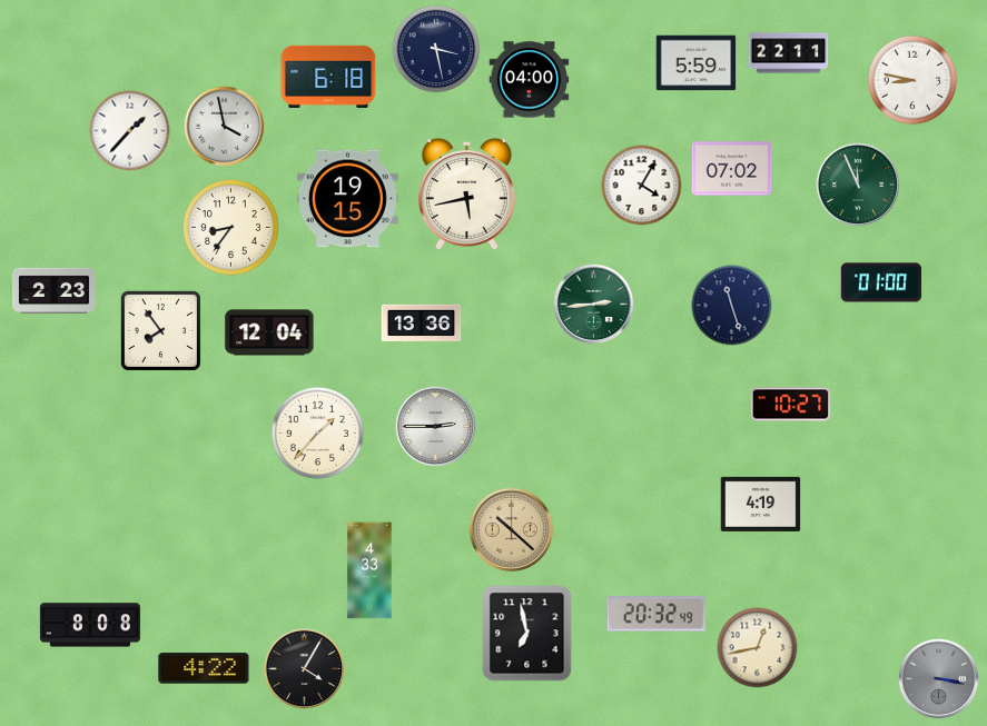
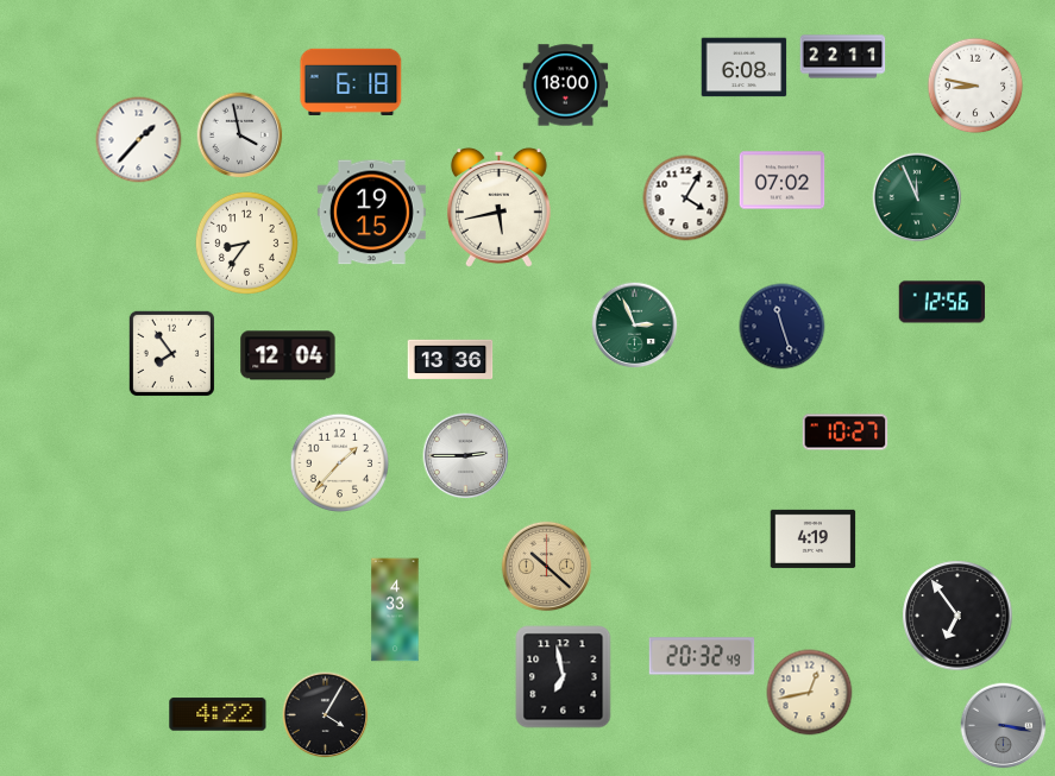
clock at (436, 49): 3:28 -> none
clock at (697, 63): 5:59 -> 6:08
clock at (530, 80): 04:00 -> 18:00
clock at (881, 282): 01:00 -> 12:56
clock at (53, 291): 2:23 -> none
clock at (594, 305): 2:44 -> 2:56
clock at (422, 322) position: (422, 322) -> (451, 359)
clock at (957, 616): none -> 6:54
clock at (90, 625): 8:08 -> none
